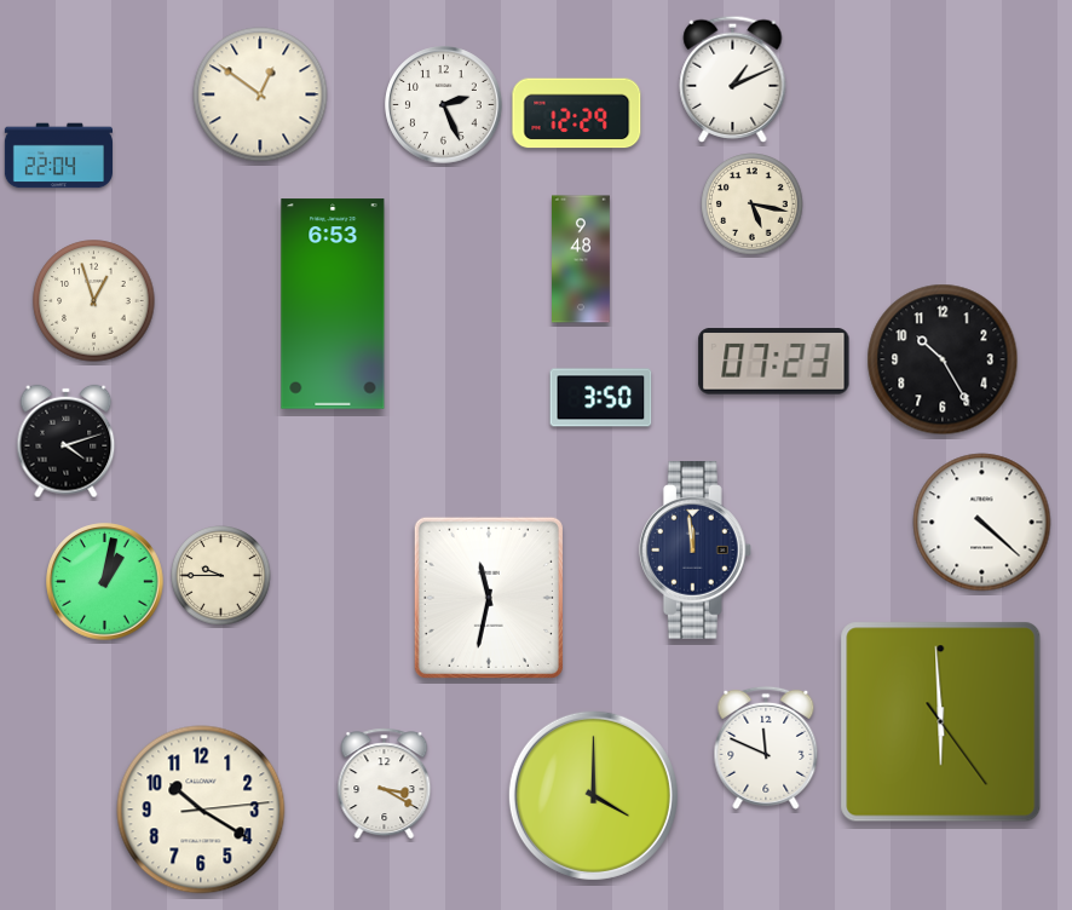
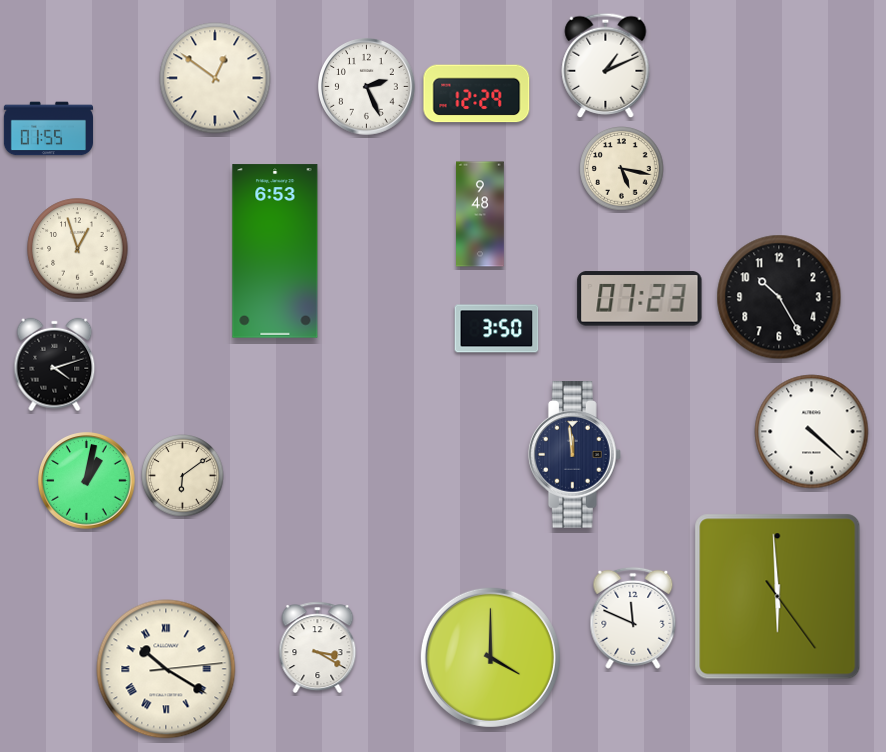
clock at (58, 156): 22:04 -> 01:55
clock at (221, 576): 9:45 -> 6:09
clock at (489, 598): 11:32 -> none
clock at (201, 810) numerals: Arabic -> Roman
